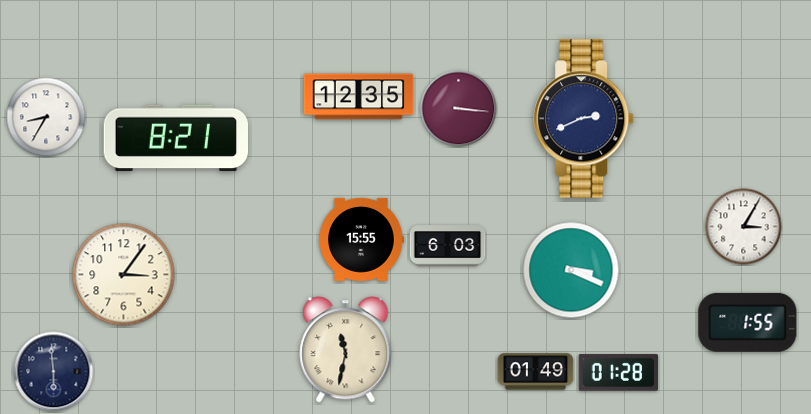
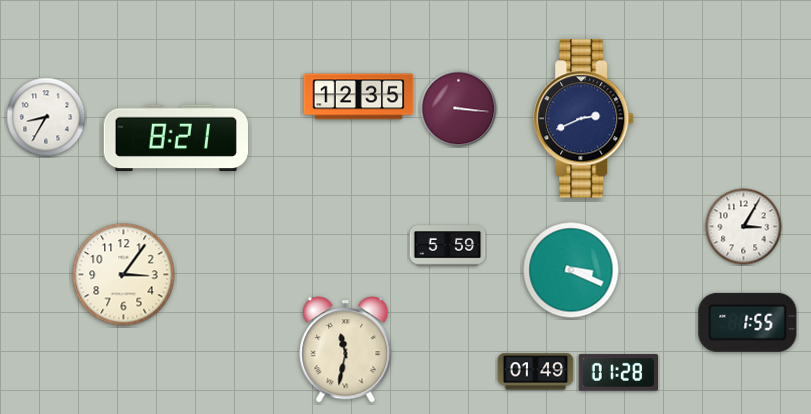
clock at (361, 239): 15:55 -> none
clock at (448, 246): 6:03 -> 5:59
clock at (54, 372): 5:59 -> none
